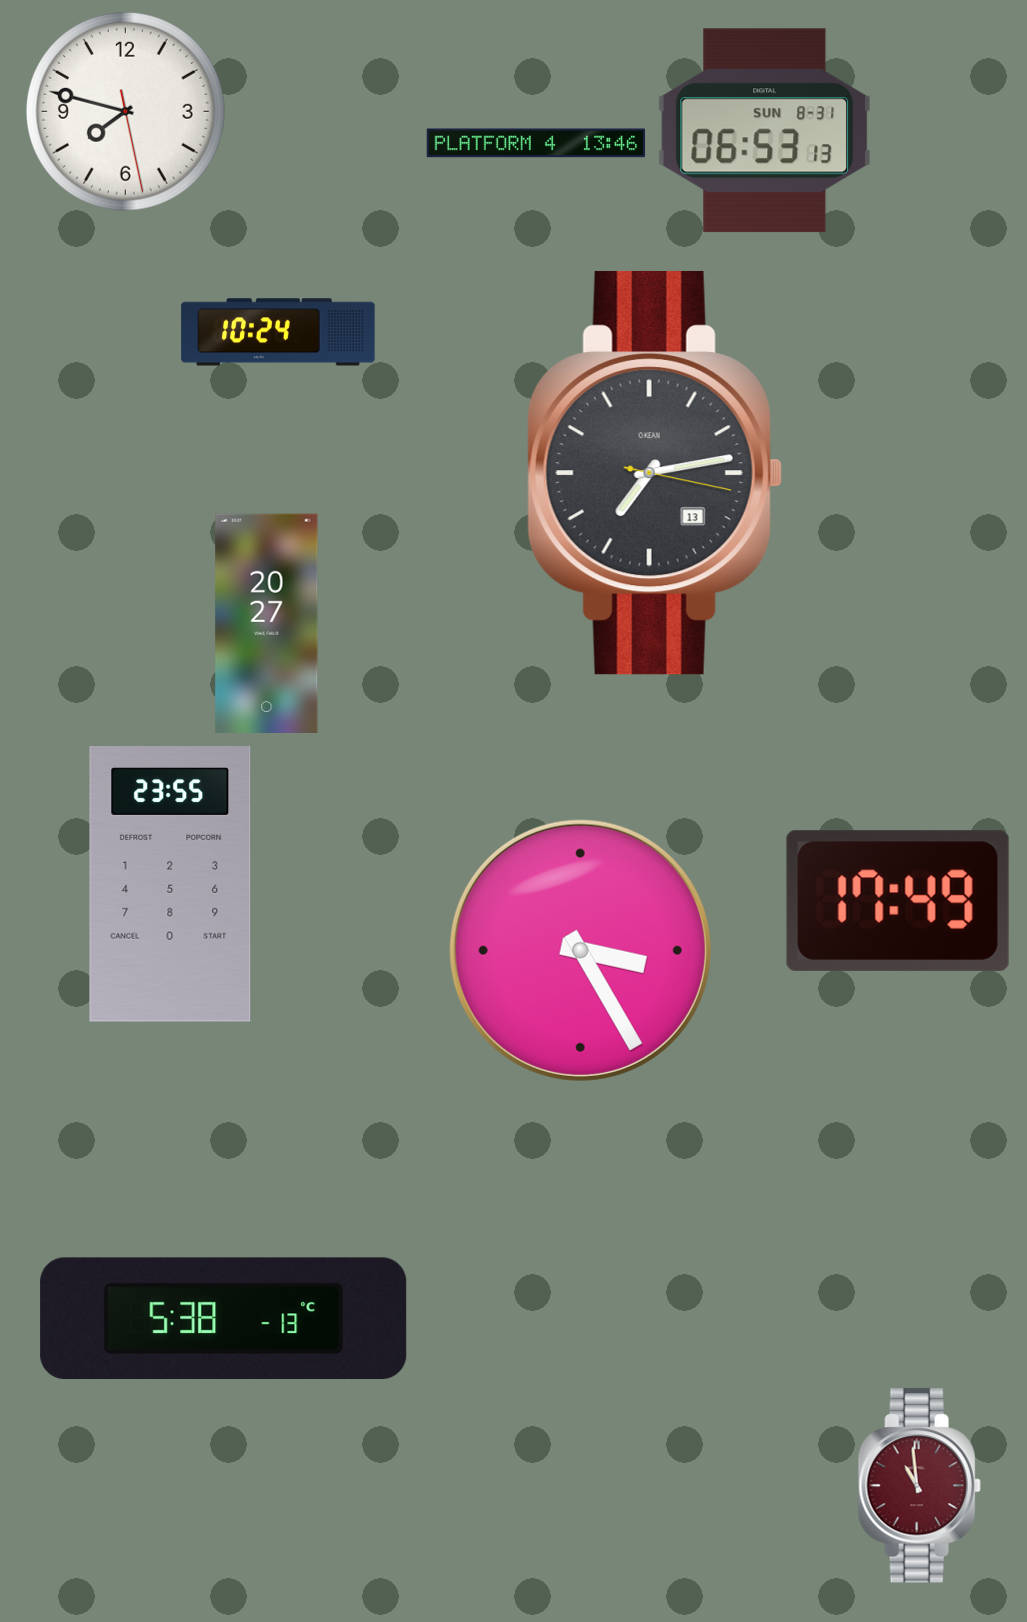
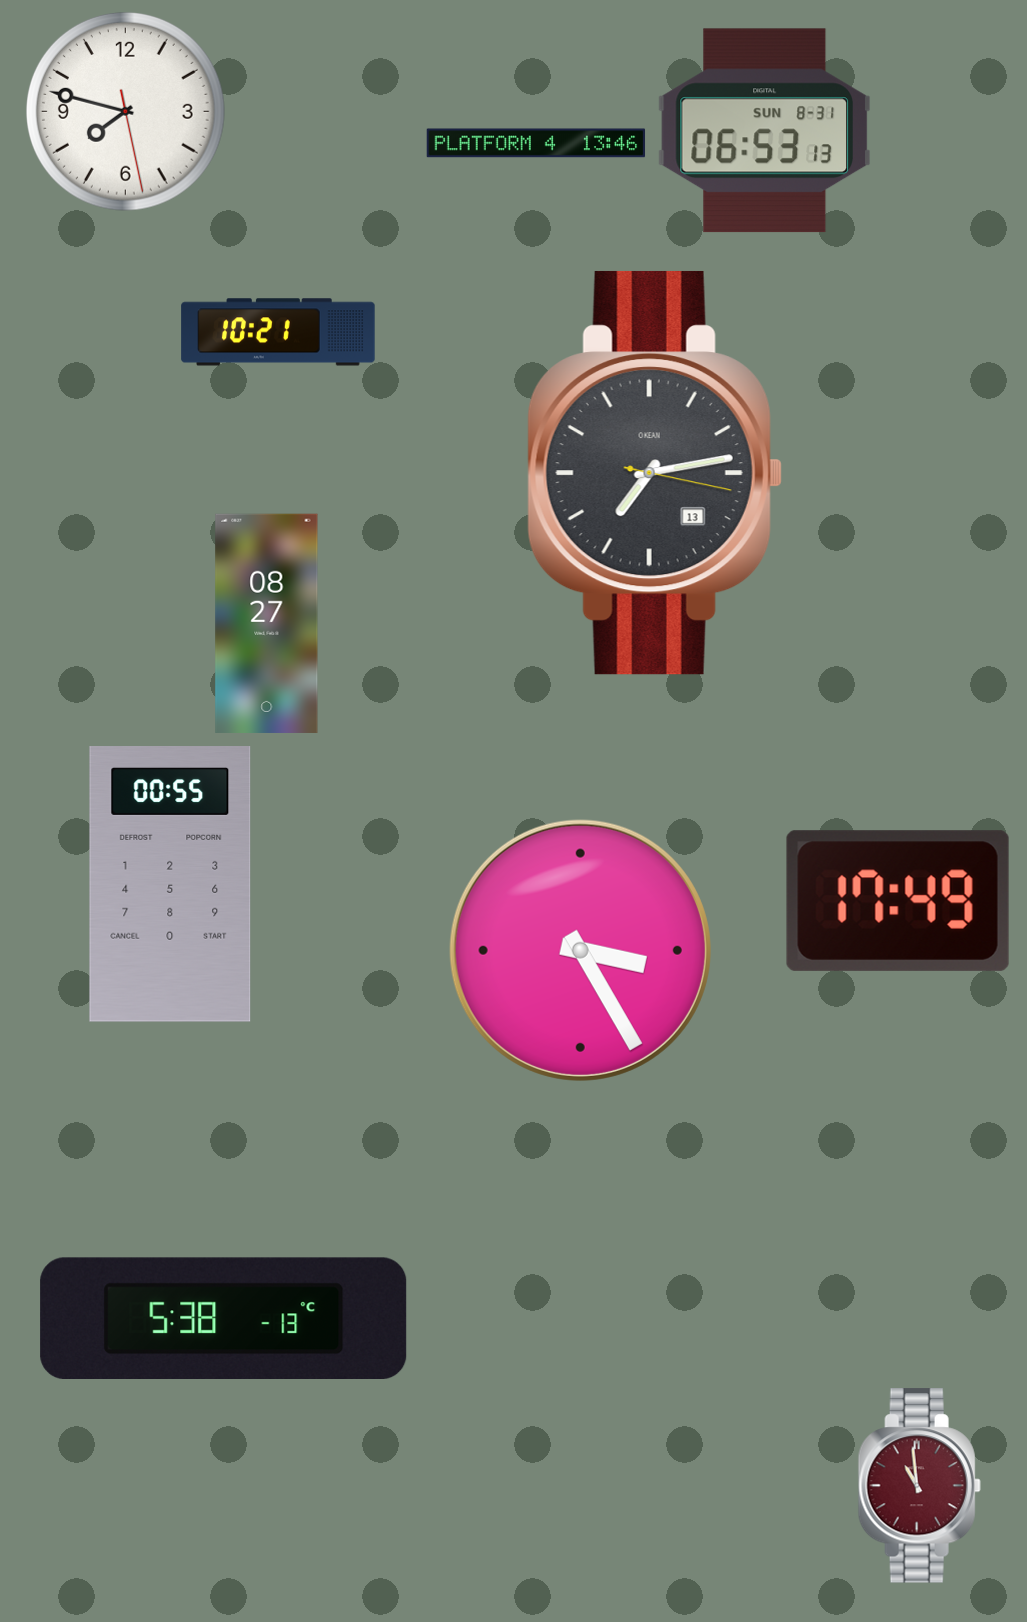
clock at (278, 332): 10:24 -> 10:21
clock at (267, 623): 20:27 -> 08:27
clock at (170, 884): 23:55 -> 00:55
